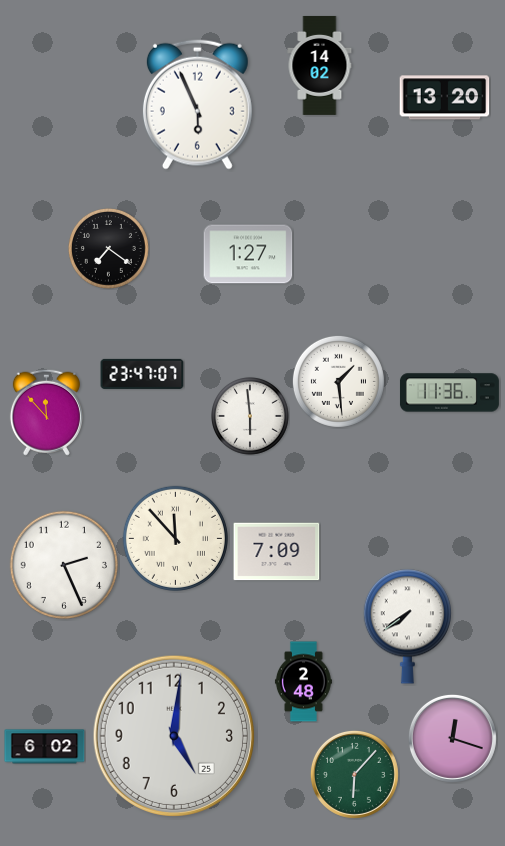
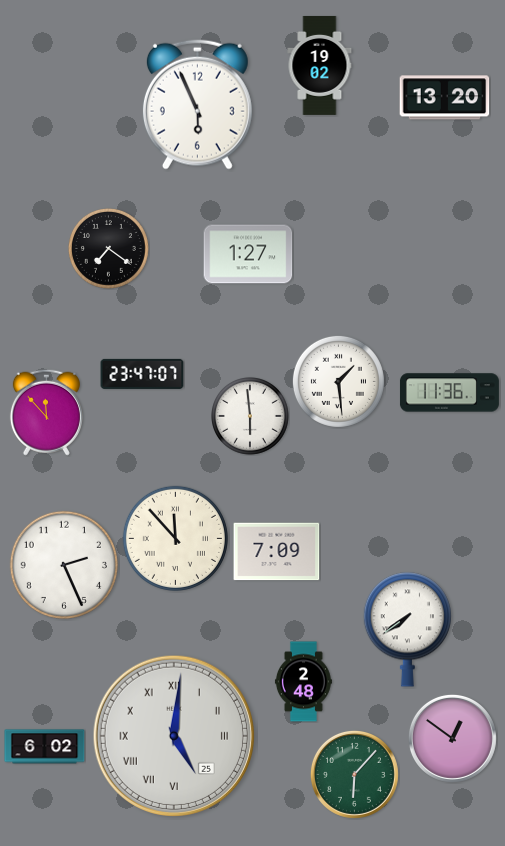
clock at (320, 65): 14:02 -> 19:02
clock at (407, 627) position: (407, 627) -> (407, 630)
clock at (173, 735) numerals: Arabic -> Roman
clock at (452, 738): 12:18 -> 12:51
